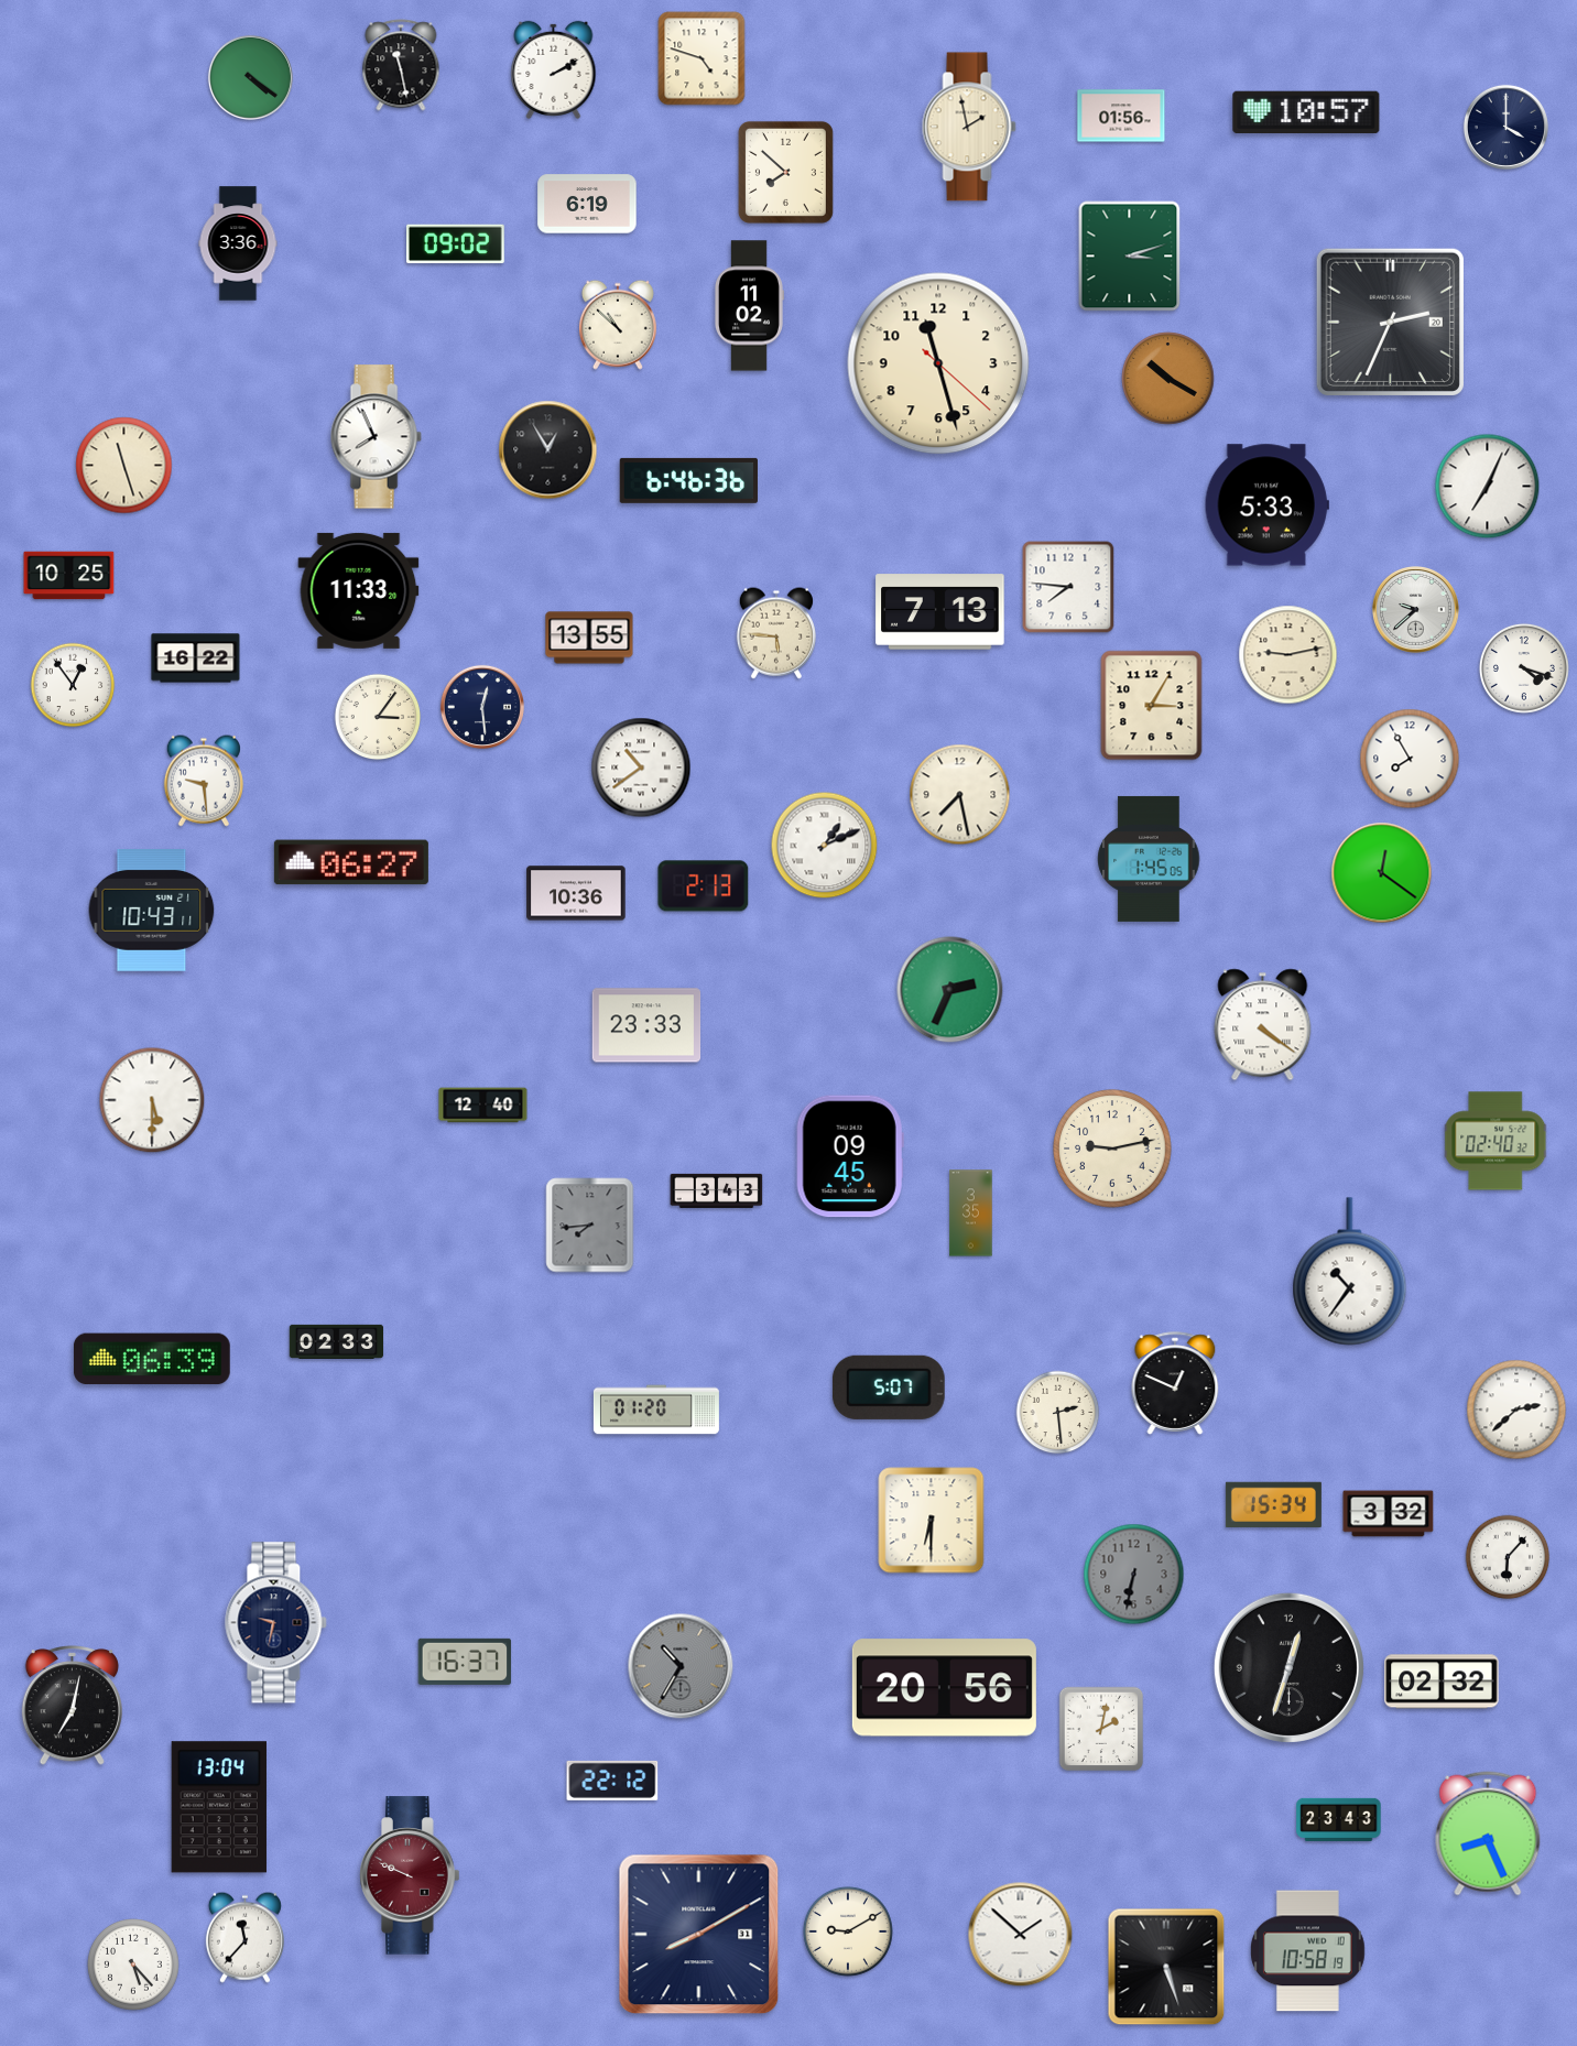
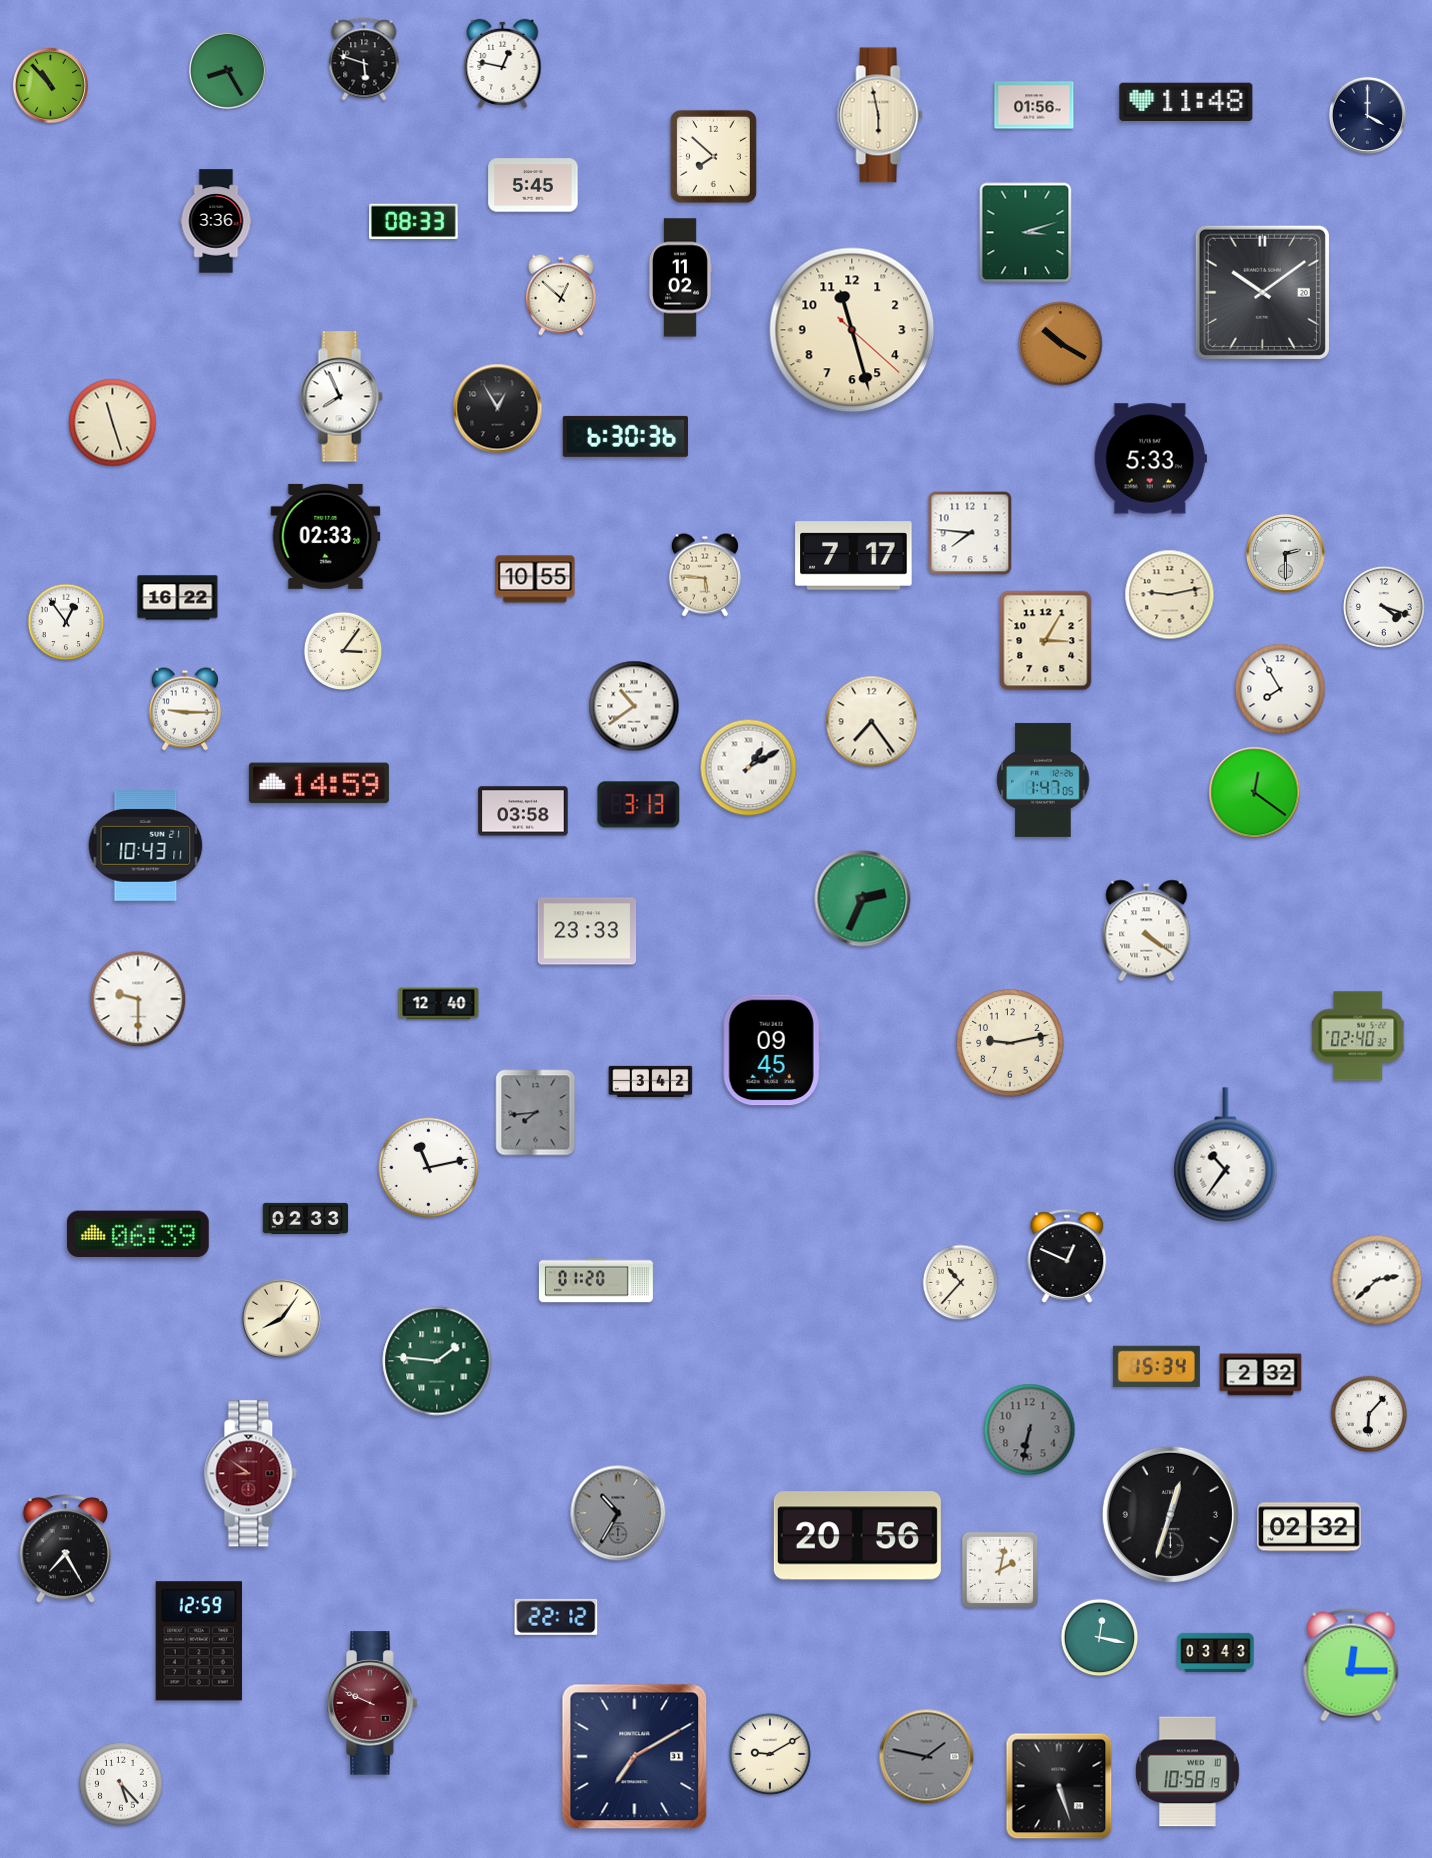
clock at (702, 58): 4:48 -> none
clock at (401, 65): 11:28 -> 5:48
clock at (554, 69): 2:10 -> 12:47
clock at (250, 77): 4:21 -> 8:25
clock at (50, 85): none -> 10:53
clock at (1306, 111): 10:57 -> 11:48
clock at (1121, 116) position: (1121, 116) -> (1034, 105)
clock at (969, 127): 1:58 -> 5:58
clock at (587, 204): 6:19 -> 5:45
clock at (456, 244): 09:02 -> 08:33
clock at (1390, 322): 2:34 -> 10:09
clock at (618, 325): 10:52 -> 12:52
clock at (688, 480): 6:46 -> 6:30
clock at (1488, 487): 7:04 -> none
clock at (69, 576): 10:25 -> none
clock at (359, 590): 11:33 -> 02:33
clock at (1415, 609): 9:38 -> 2:30
clock at (940, 612): 7:13 -> 7:17
clock at (589, 638): 13:55 -> 10:55
clock at (482, 707): 12:29 -> none
clock at (641, 768) position: (641, 768) -> (634, 706)
clock at (204, 781): 9:29 -> 9:15
clock at (960, 795): 7:28 -> 7:24
clock at (825, 846): 1:11 -> 1:10
clock at (1149, 859): 1:45 -> 1:47
clock at (351, 862): 06:27 -> 14:59
clock at (704, 886): 2:13 -> 3:13
clock at (576, 893): 10:36 -> 03:58
clock at (152, 911) position: (152, 911) -> (146, 846)
clock at (152, 1100): 5:30 -> 9:30
clock at (717, 1190): 3:43 -> 3:42
clock at (971, 1214): 3:35 -> none
clock at (429, 1168): none -> 11:13
clock at (889, 1387): 5:07 -> none
clock at (1058, 1413): 2:29 -> 10:37
clock at (281, 1318): none -> 8:06
clock at (437, 1361): none -> 1:46
clock at (1389, 1514): 3:32 -> 2:32
clock at (932, 1521): 6:30 -> none
clock at (276, 1623): 9:32 -> 8:51
clock at (276, 1623) dial: navy -> burgundy
clock at (465, 1662): 16:37 -> none
clock at (944, 1688) position: (944, 1688) -> (857, 1536)
clock at (72, 1706): 7:02 -> 7:25
clock at (1100, 1638): none -> 12:17
clock at (219, 1807): 13:04 -> 12:59
clock at (1339, 1819): 23:43 -> 03:43
clock at (1488, 1833): 8:26 -> 12:15
clock at (699, 1935): 8:10 -> 7:10
clock at (1021, 1935): 1:52 -> 1:47
clock at (1021, 1935) dial: white -> grey
clock at (244, 1937): 11:37 -> none
